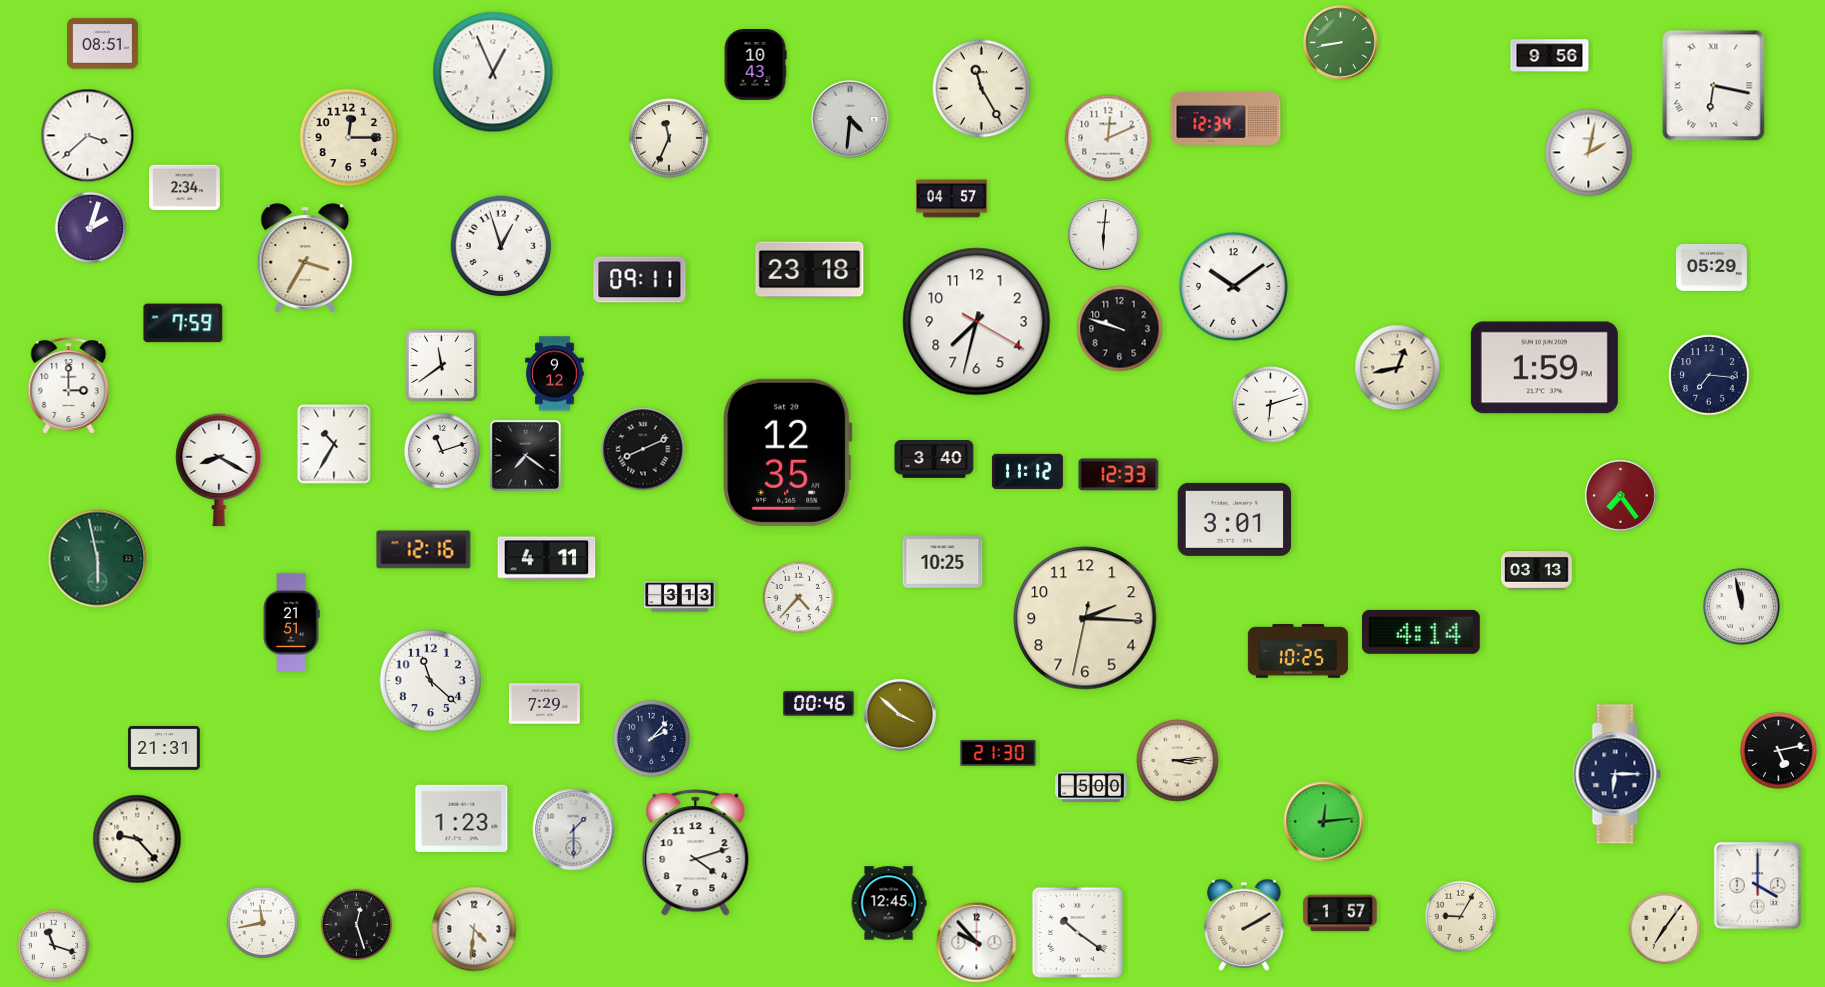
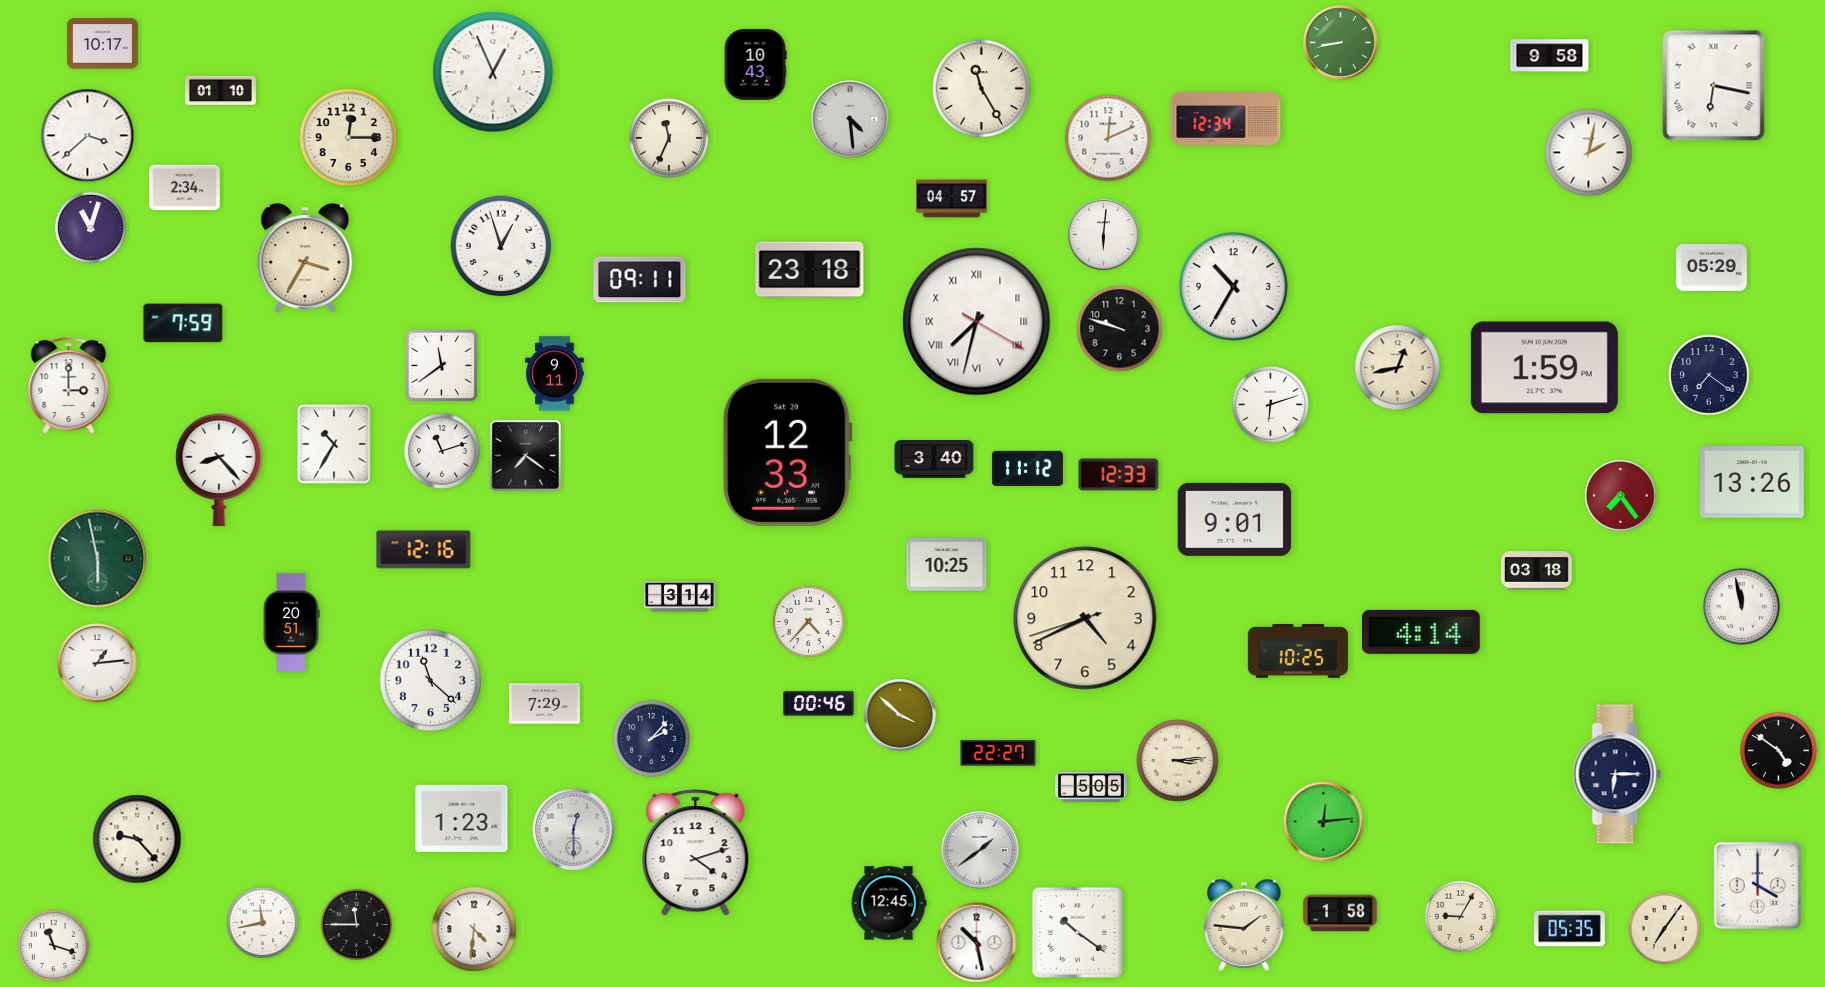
clock at (103, 44): 08:51 -> 10:17
clock at (1550, 56): 9:56 -> 9:58
clock at (221, 91): none -> 01:10
clock at (850, 119): 4:31 -> 4:29
clock at (91, 228): 2:03 -> 11:03
clock at (1234, 287): 10:09 -> 10:35
clock at (977, 322) numerals: Arabic -> Roman
clock at (555, 374): 9:12 -> 9:11
clock at (1709, 375): 7:16 -> 7:21
clock at (643, 449): 8:11 -> none
clock at (788, 452): 12:35 -> 12:33
clock at (219, 470): 8:20 -> 8:23
clock at (1028, 471) position: (1028, 471) -> (1028, 468)
clock at (1752, 483): none -> 13:26
clock at (1235, 519): 3:01 -> 9:01
clock at (547, 559): 4:11 -> none
clock at (943, 562) position: (943, 562) -> (947, 565)
clock at (1537, 571): 03:13 -> 03:18
clock at (680, 597): 3:13 -> 3:14
clock at (799, 598) position: (799, 598) -> (809, 622)
clock at (1085, 618): 2:15 -> 4:40
clock at (291, 622): 21:51 -> 20:51
clock at (97, 663): none -> 1:14
clock at (164, 748): 21:31 -> none
clock at (1778, 750): 5:13 -> 4:51
clock at (998, 753): 21:30 -> 22:27
clock at (1091, 787): 5:00 -> 5:05
clock at (574, 830): 1:30 -> 12:30
clock at (980, 850): none -> 1:39
clock at (1340, 913): 1:57 -> 1:58
clock at (357, 925): 12:27 -> 11:45
clock at (1244, 925): 2:10 -> 1:46
clock at (1570, 929): none -> 05:35
clock at (977, 943): 9:53 -> 10:28
